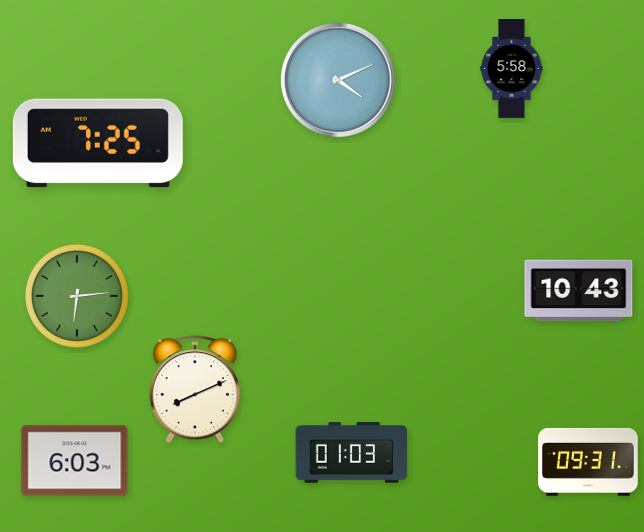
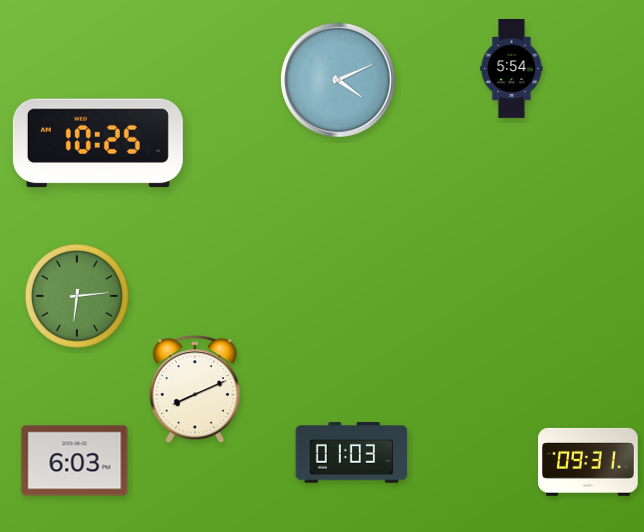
clock at (512, 69): 5:58 -> 5:54
clock at (98, 143): 7:25 -> 10:25
clock at (579, 291): 10:43 -> none
